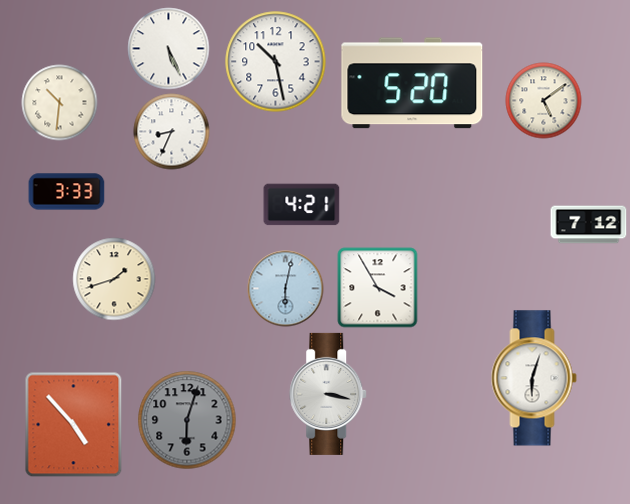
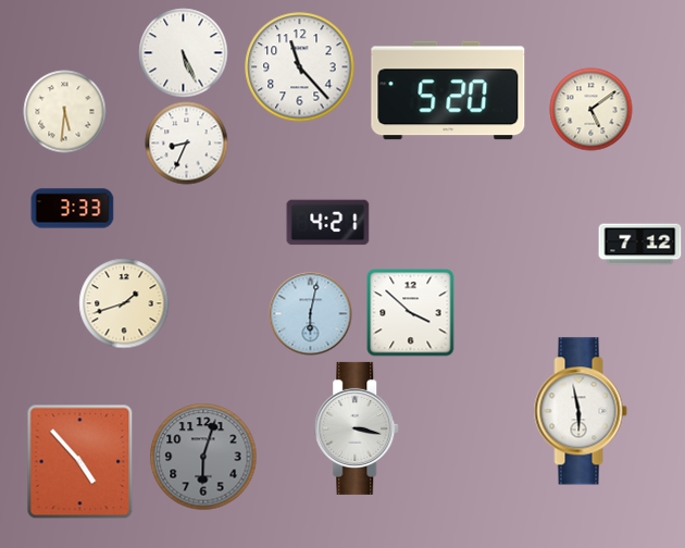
clock at (276, 62): 10:28 -> 11:23
clock at (60, 103): 10:31 -> 5:31
clock at (378, 288): 3:55 -> 3:52
clock at (534, 378): 6:03 -> 5:58
